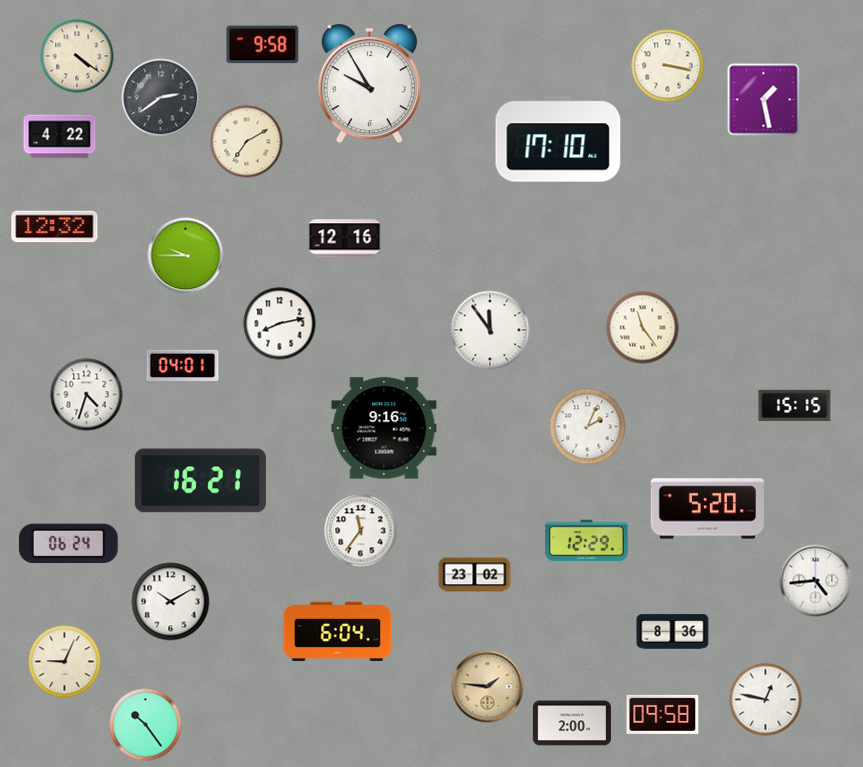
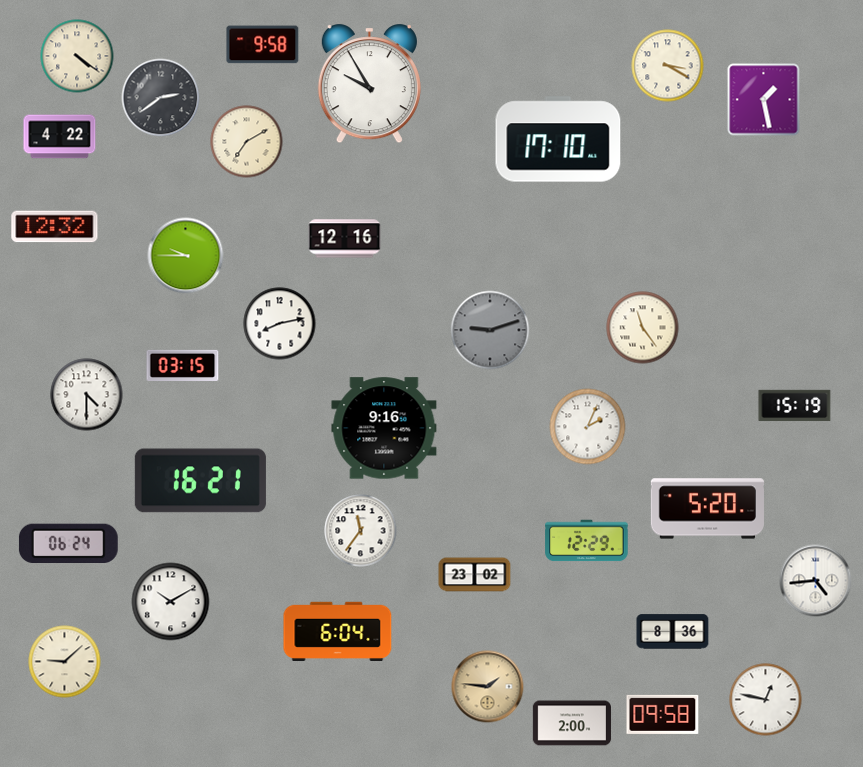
clock at (668, 66): 3:17 -> 3:20
clock at (490, 330): 11:54 -> 9:12
clock at (490, 330) dial: white -> grey
clock at (183, 365): 04:01 -> 03:15
clock at (87, 395): 4:33 -> 4:30
clock at (795, 406): 15:15 -> 15:19
clock at (65, 662): 9:04 -> 9:08
clock at (146, 725): 10:24 -> none
